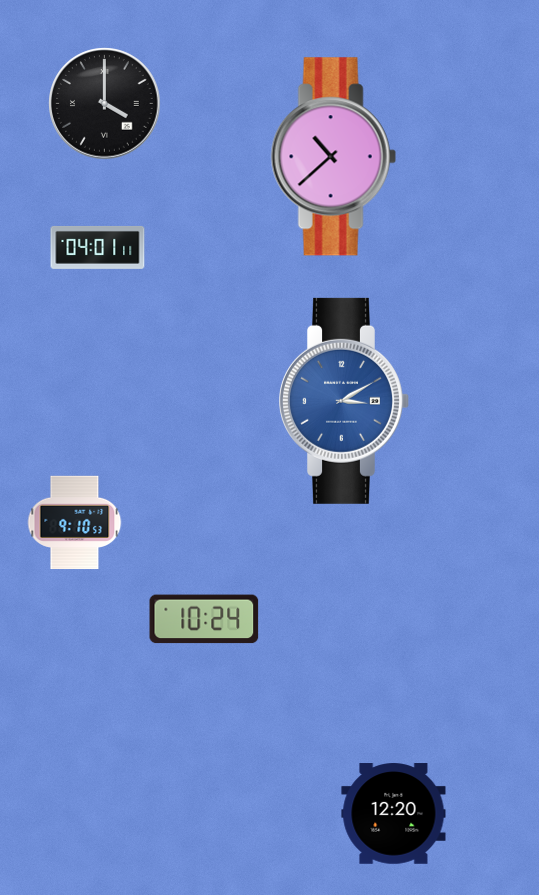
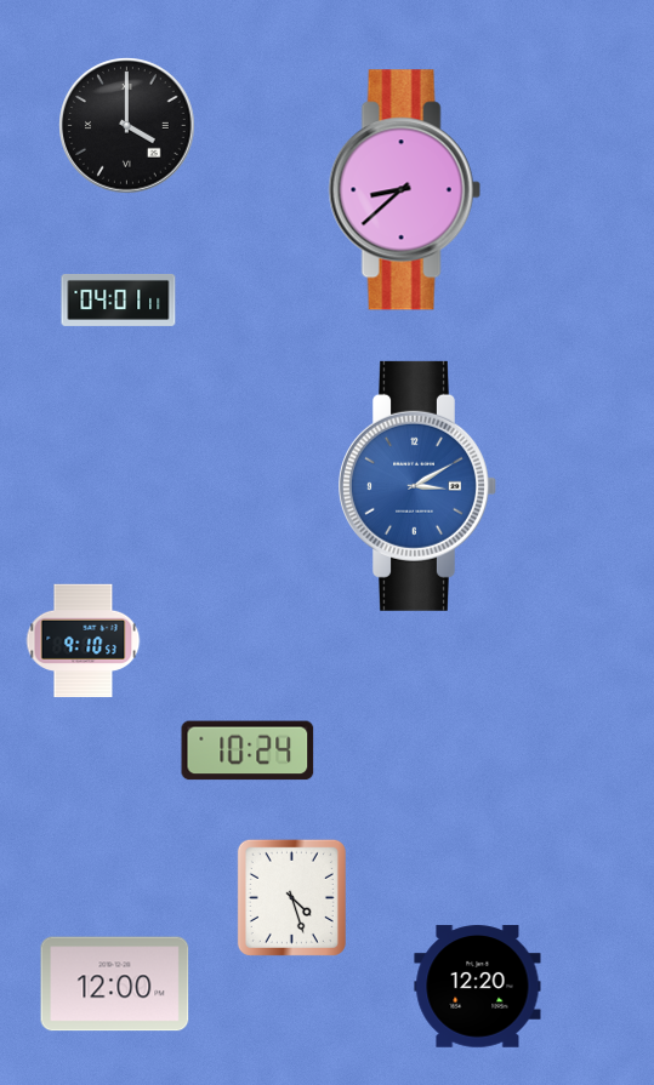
clock at (333, 157): 10:38 -> 8:38
clock at (75, 523) position: (75, 523) -> (84, 641)
clock at (291, 897): none -> 4:27
clock at (115, 984): none -> 12:00
